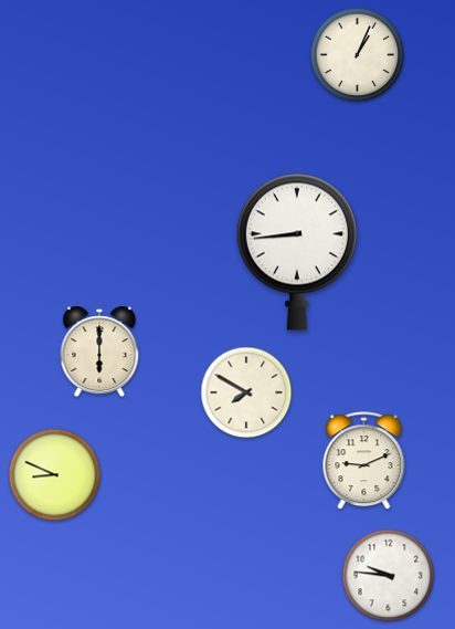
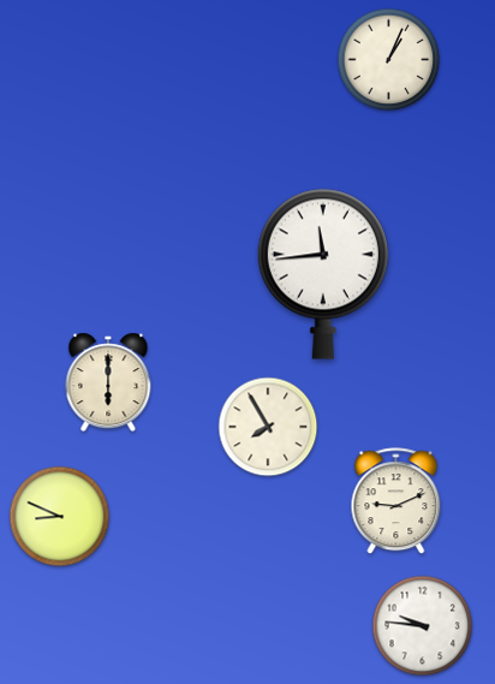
clock at (297, 252): 8:44 -> 11:44
clock at (246, 392): 7:50 -> 7:55
